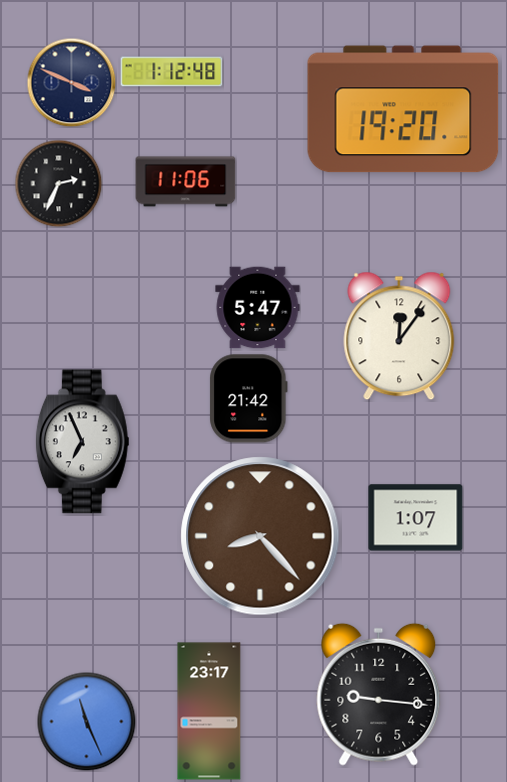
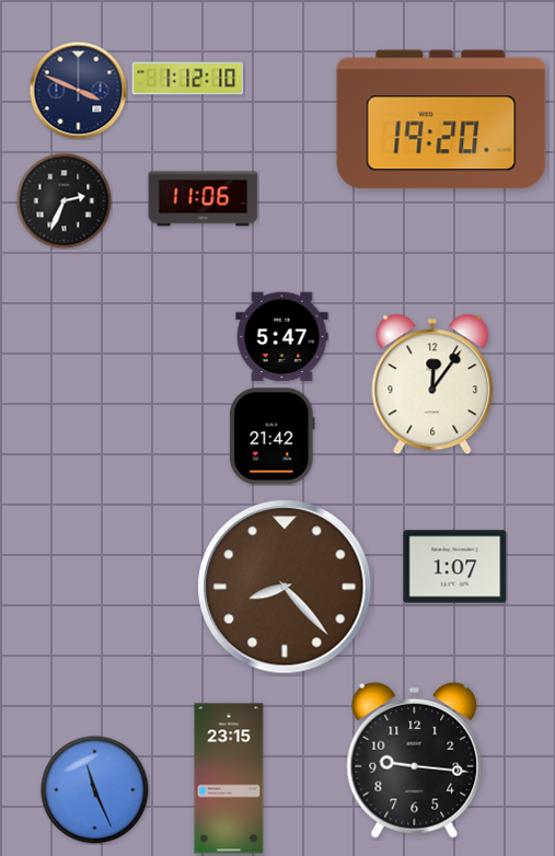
clock at (172, 72): 1:12:48 -> 1:12:10
clock at (399, 336) position: (399, 336) -> (432, 384)
clock at (82, 442): 6:56 -> none
clock at (209, 711): 23:17 -> 23:15
